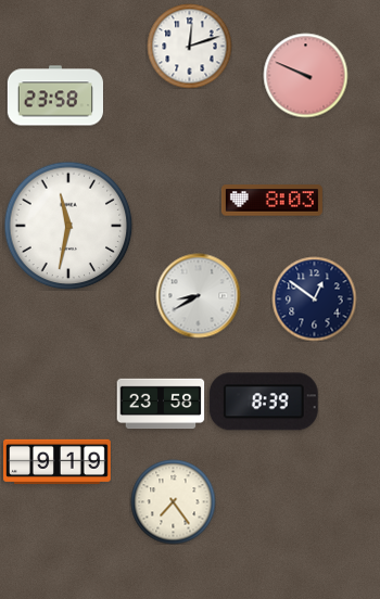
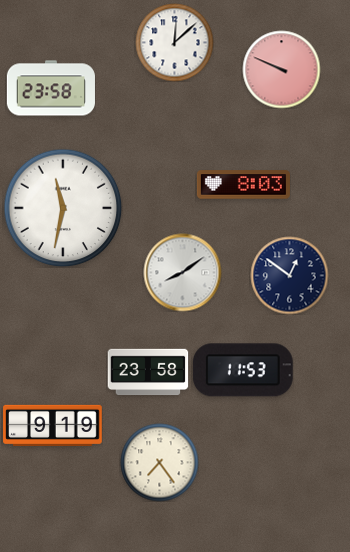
clock at (189, 46): 12:12 -> 12:08
clock at (271, 201) position: (271, 201) -> (243, 185)
clock at (198, 295): 8:40 -> 8:09
clock at (264, 402): 8:39 -> 11:53
